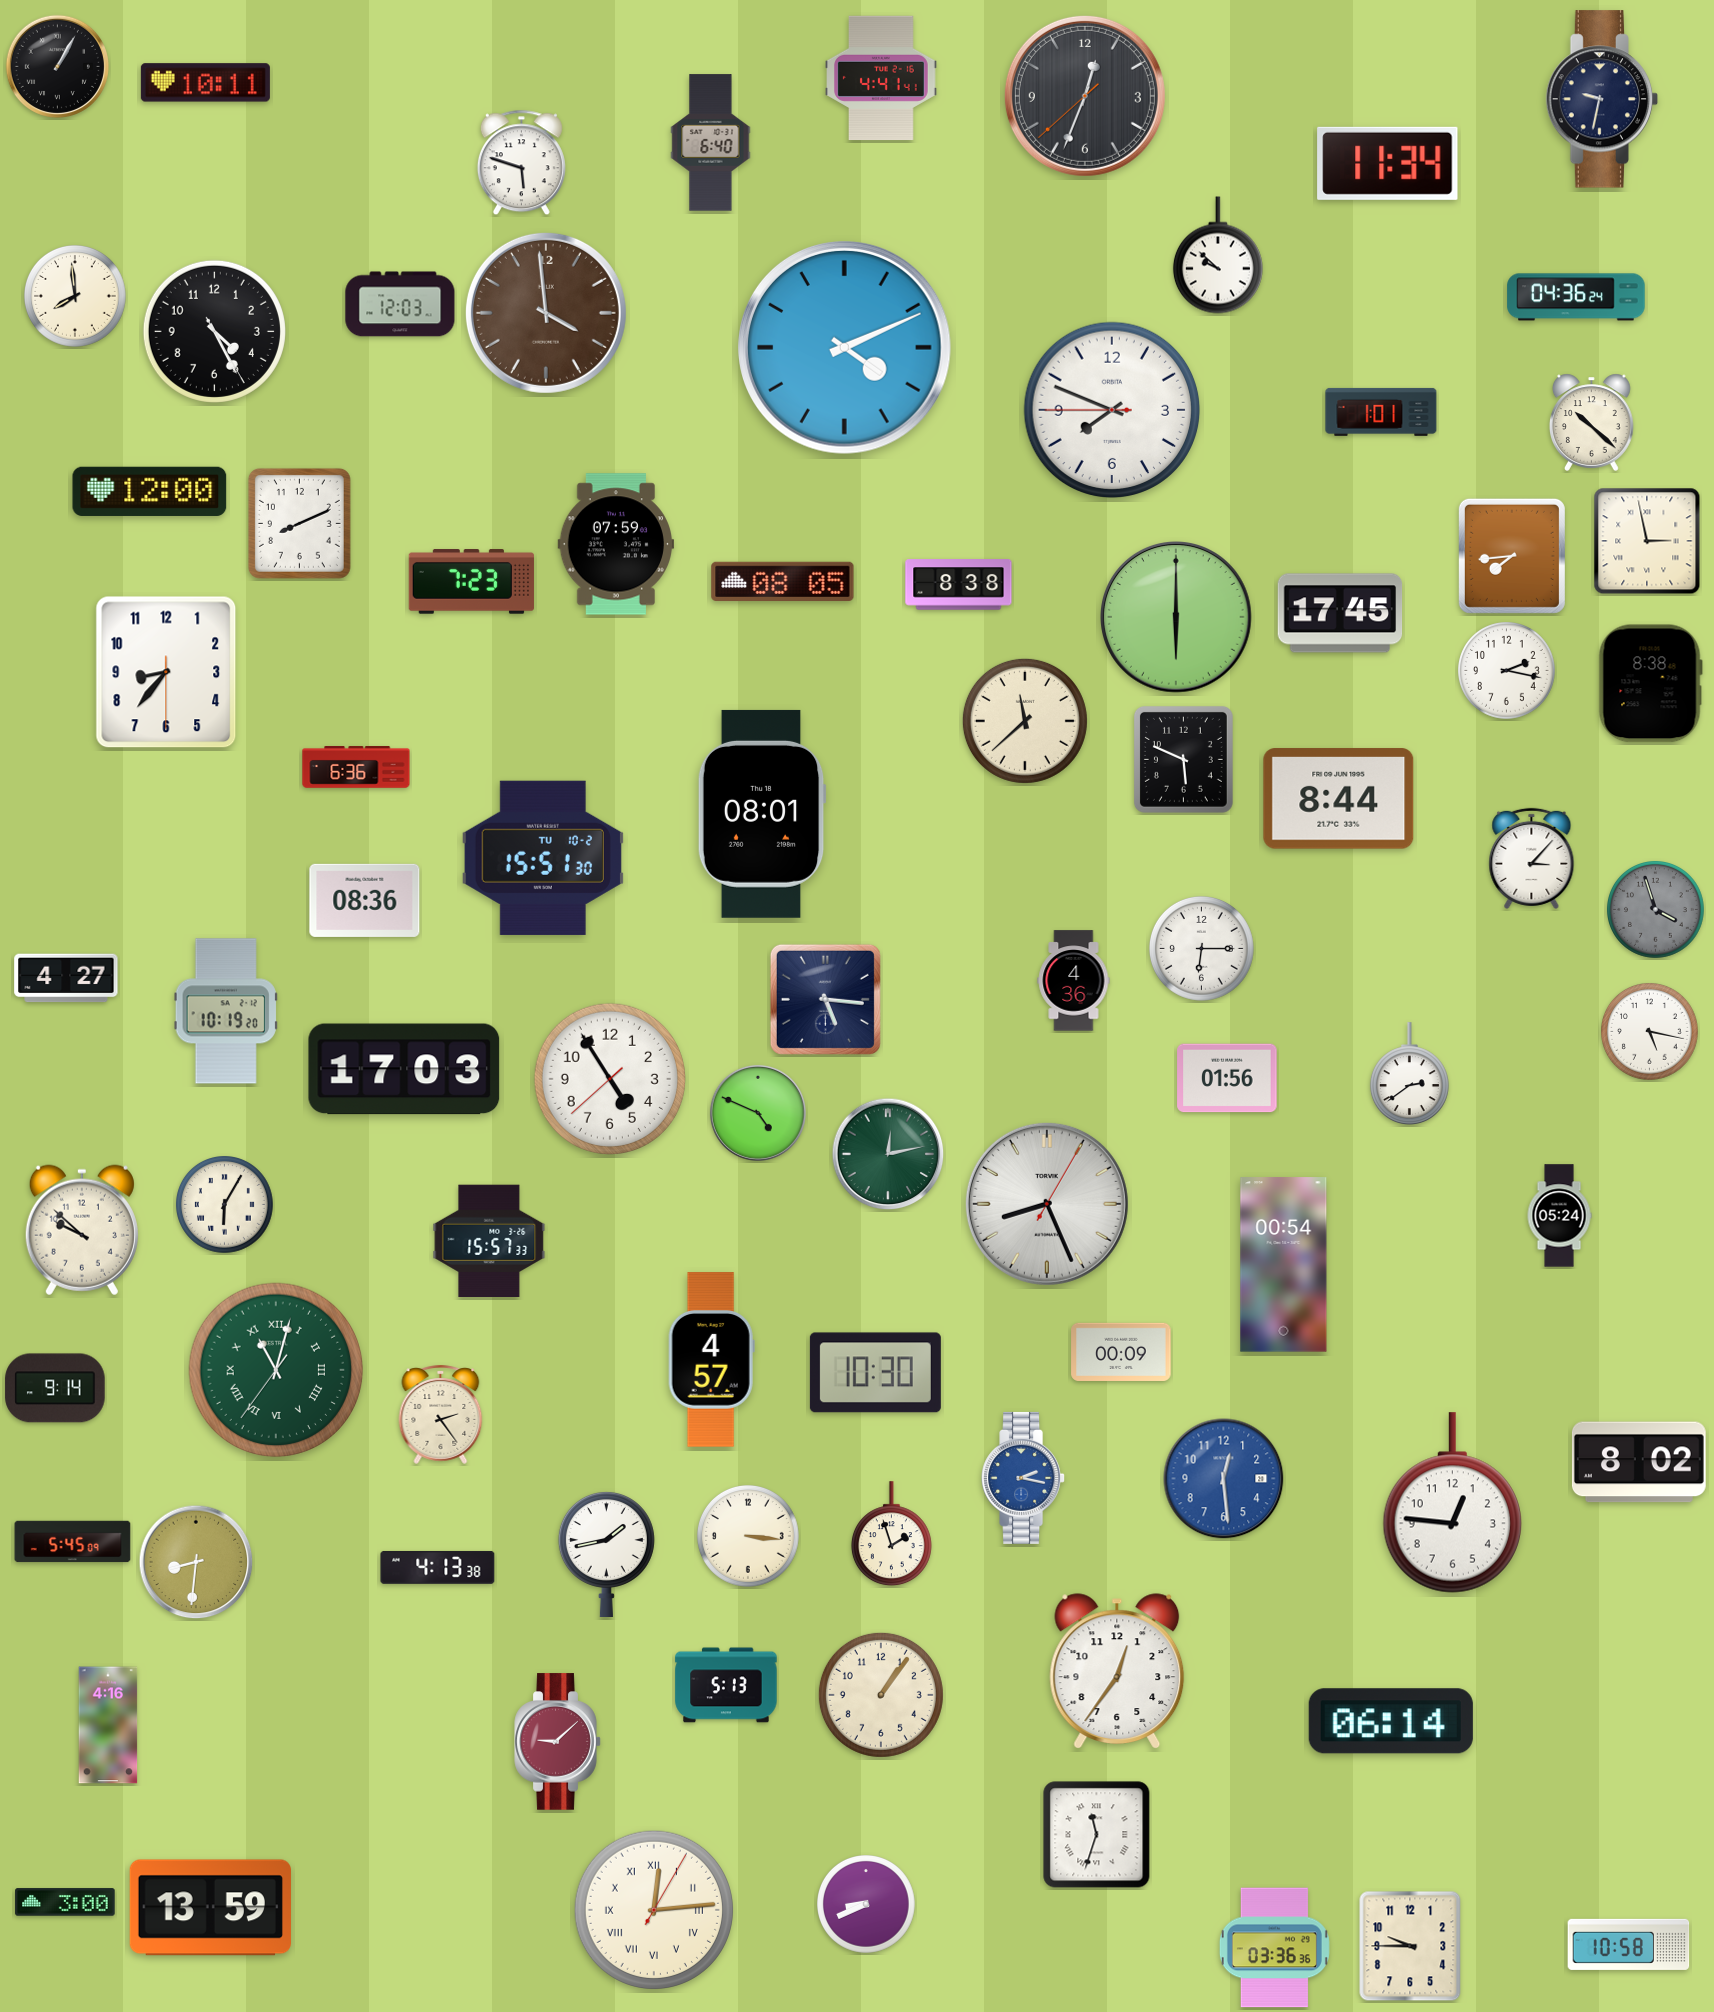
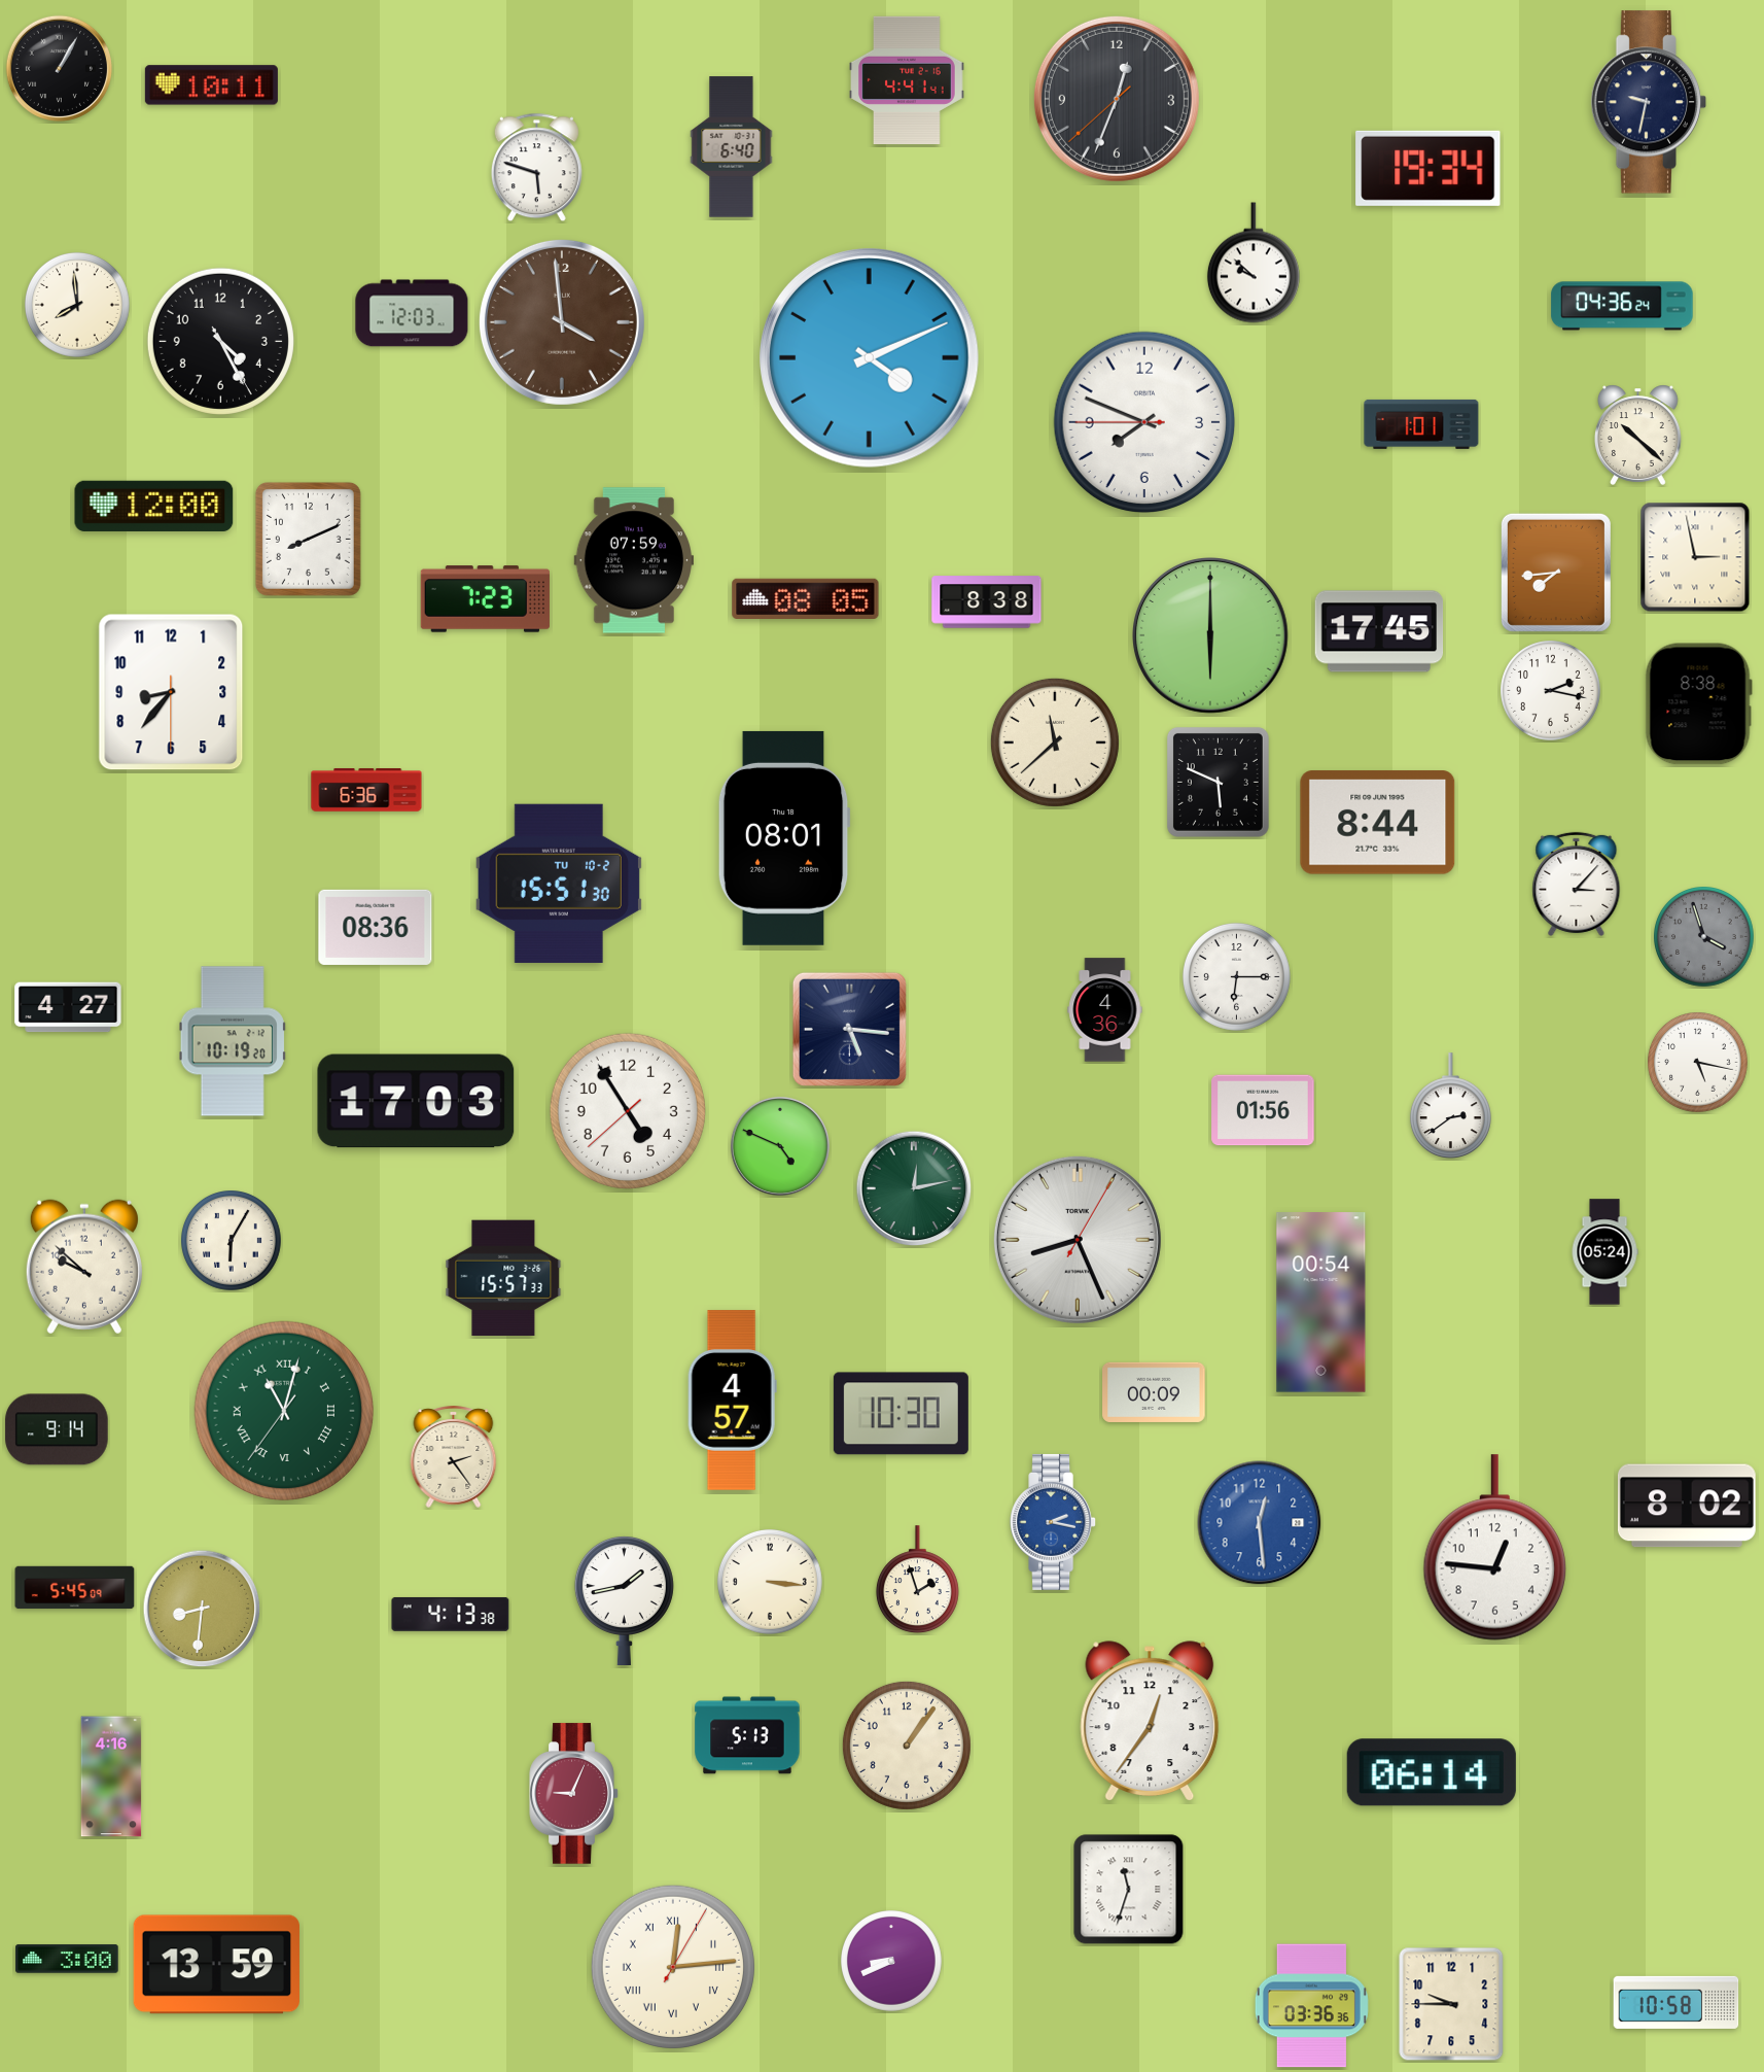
clock at (1388, 163): 11:34 -> 19:34
clock at (558, 1742): 9:08 -> 9:04
